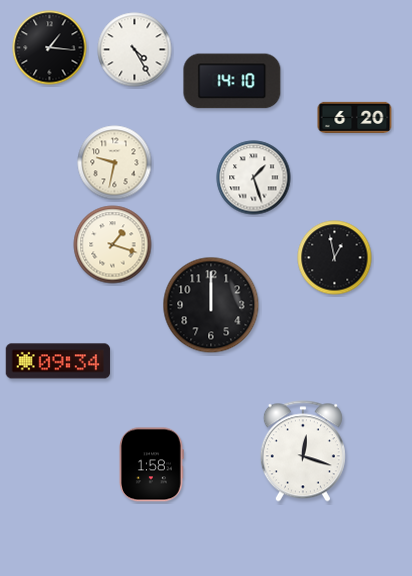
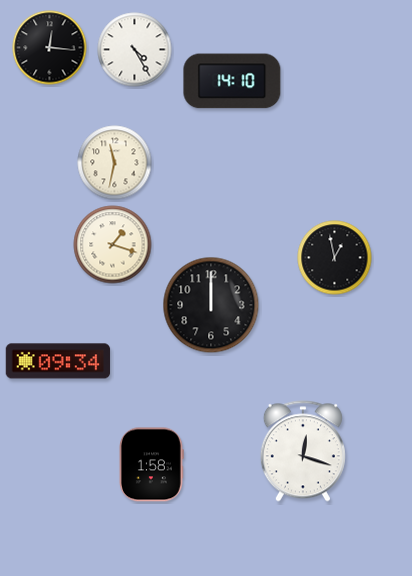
clock at (50, 48): 1:16 -> 12:16
clock at (355, 117): 6:20 -> none
clock at (115, 163): 9:32 -> 11:32
clock at (254, 178): 1:27 -> none
